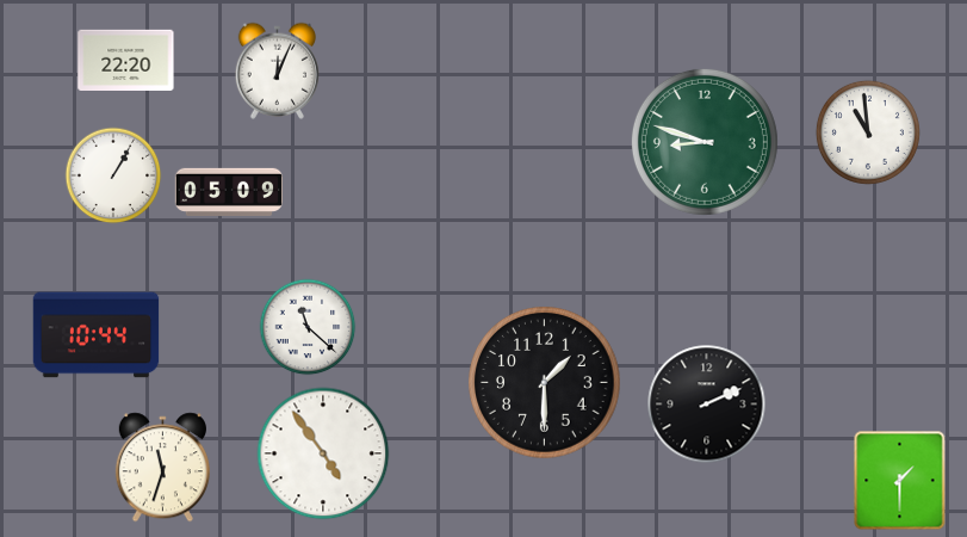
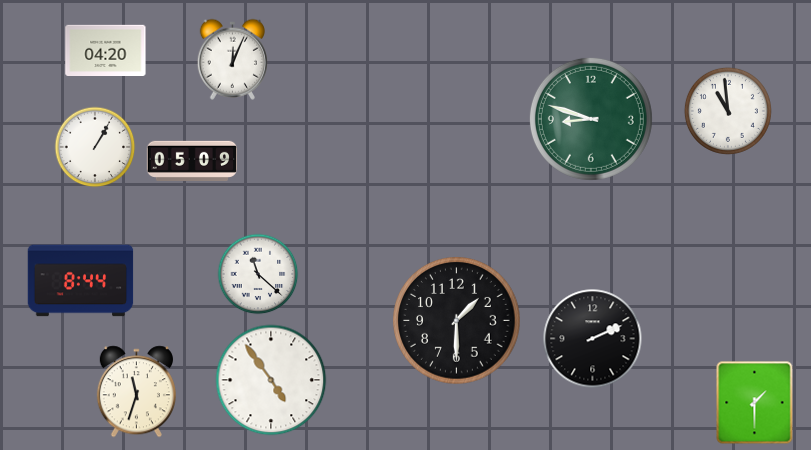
clock at (126, 60): 22:20 -> 04:20
clock at (97, 335): 10:44 -> 8:44
